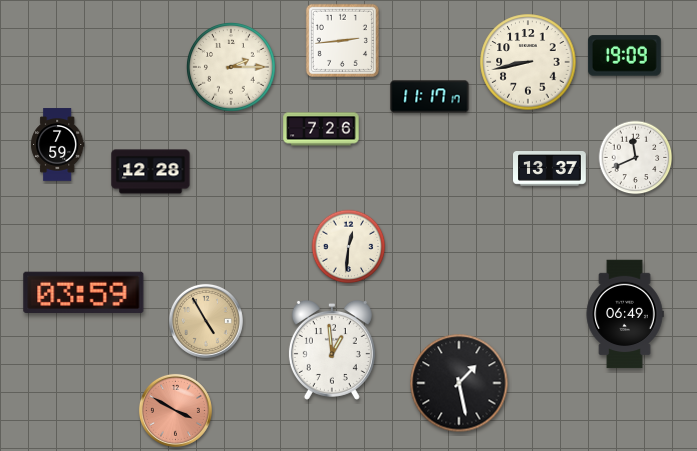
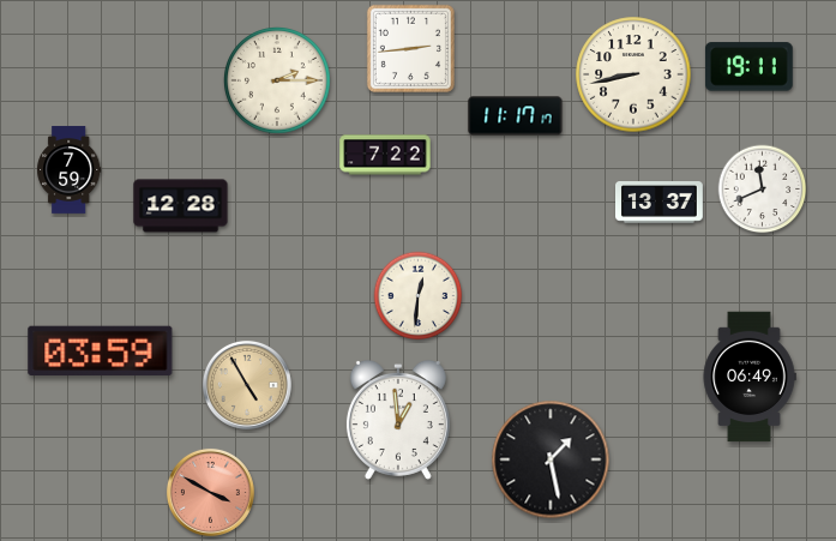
clock at (624, 56): 19:09 -> 19:11
clock at (321, 129): 7:26 -> 7:22
clock at (58, 145) position: (58, 145) -> (70, 170)
